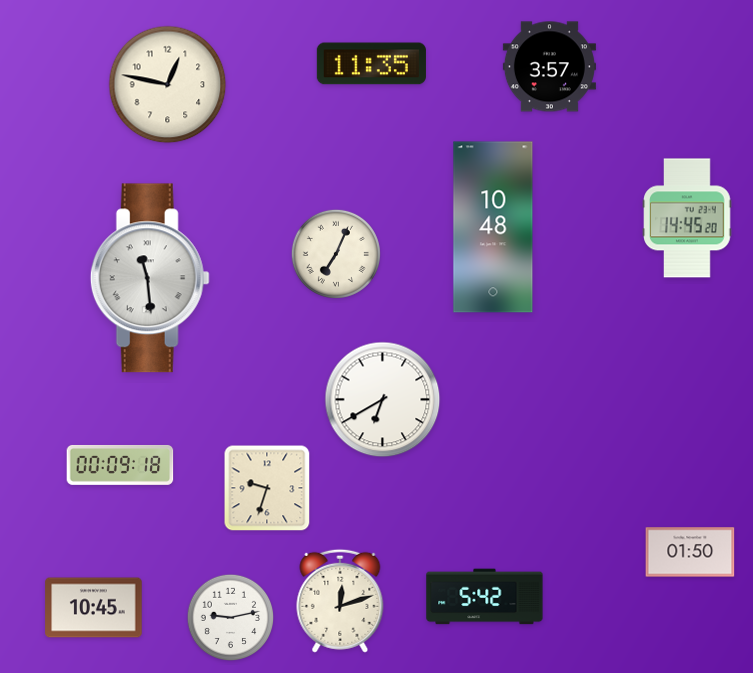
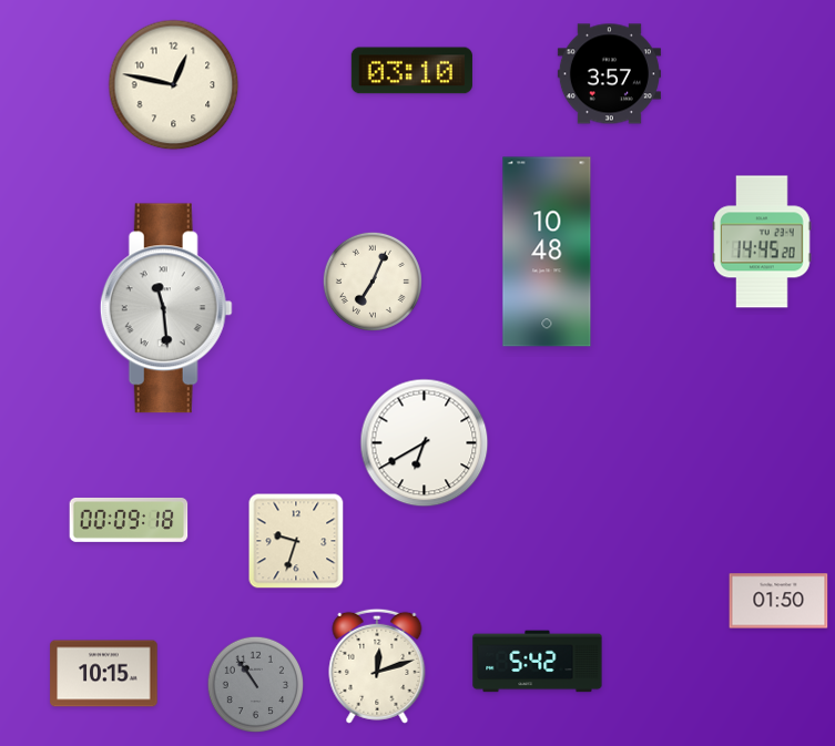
clock at (371, 64): 11:35 -> 03:10
clock at (168, 85) position: (168, 85) -> (174, 85)
clock at (120, 465) position: (120, 465) -> (129, 520)
clock at (690, 552) position: (690, 552) -> (778, 601)
clock at (94, 608): 10:45 -> 10:15
clock at (231, 618): 9:13 -> 10:54
clock at (231, 618) dial: white -> grey
